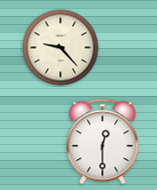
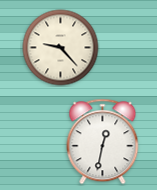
clock at (103, 142): 12:30 -> 12:32
